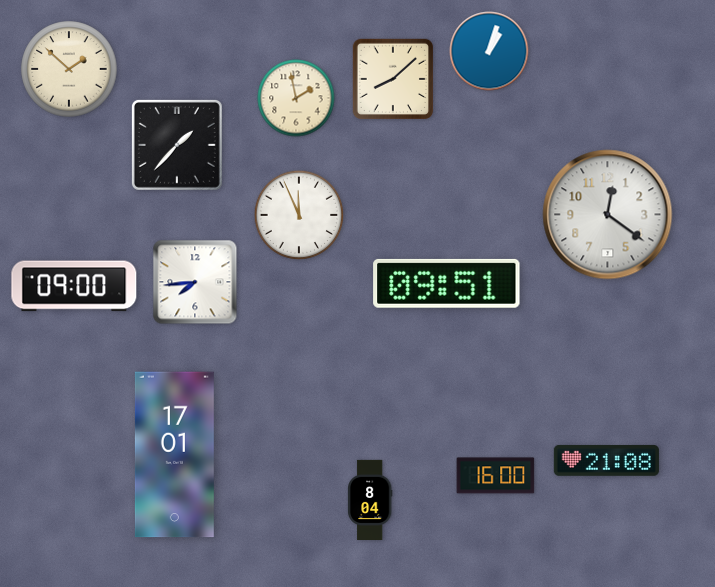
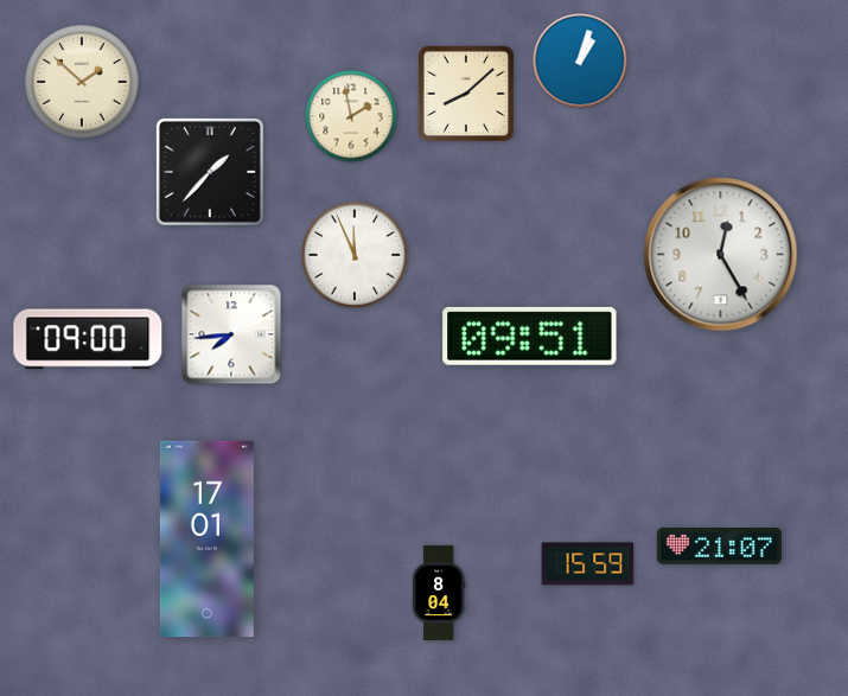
clock at (608, 215): 12:21 -> 12:25
clock at (606, 460): 21:08 -> 21:07
clock at (496, 476): 16:00 -> 15:59
